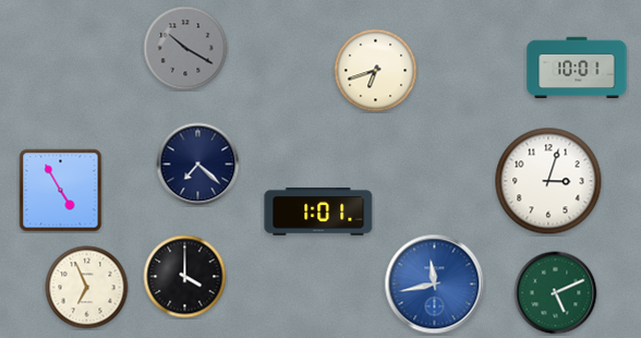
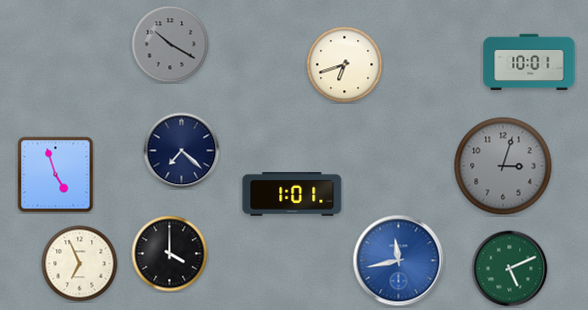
clock at (548, 181) dial: white -> grey
clock at (61, 191): 4:55 -> 4:57
